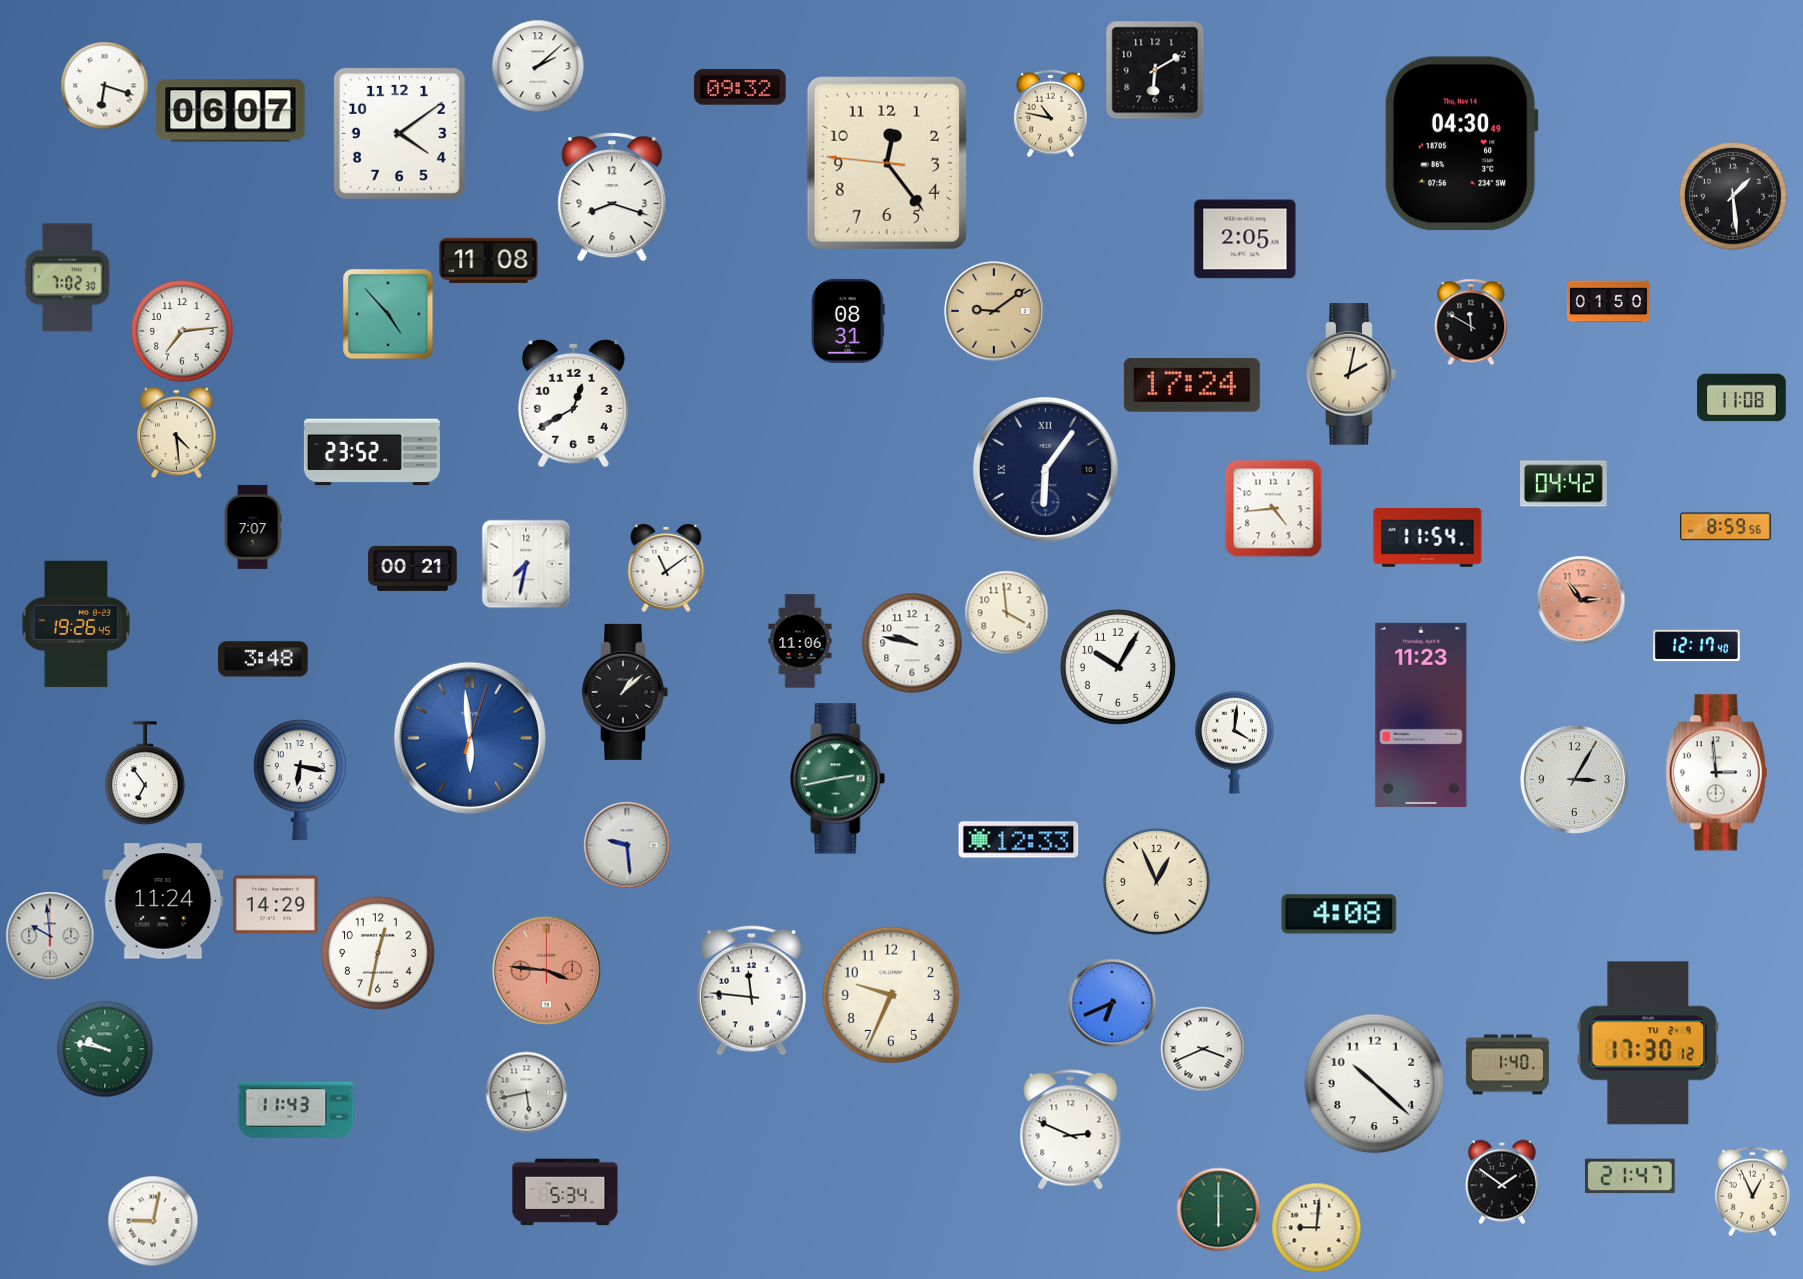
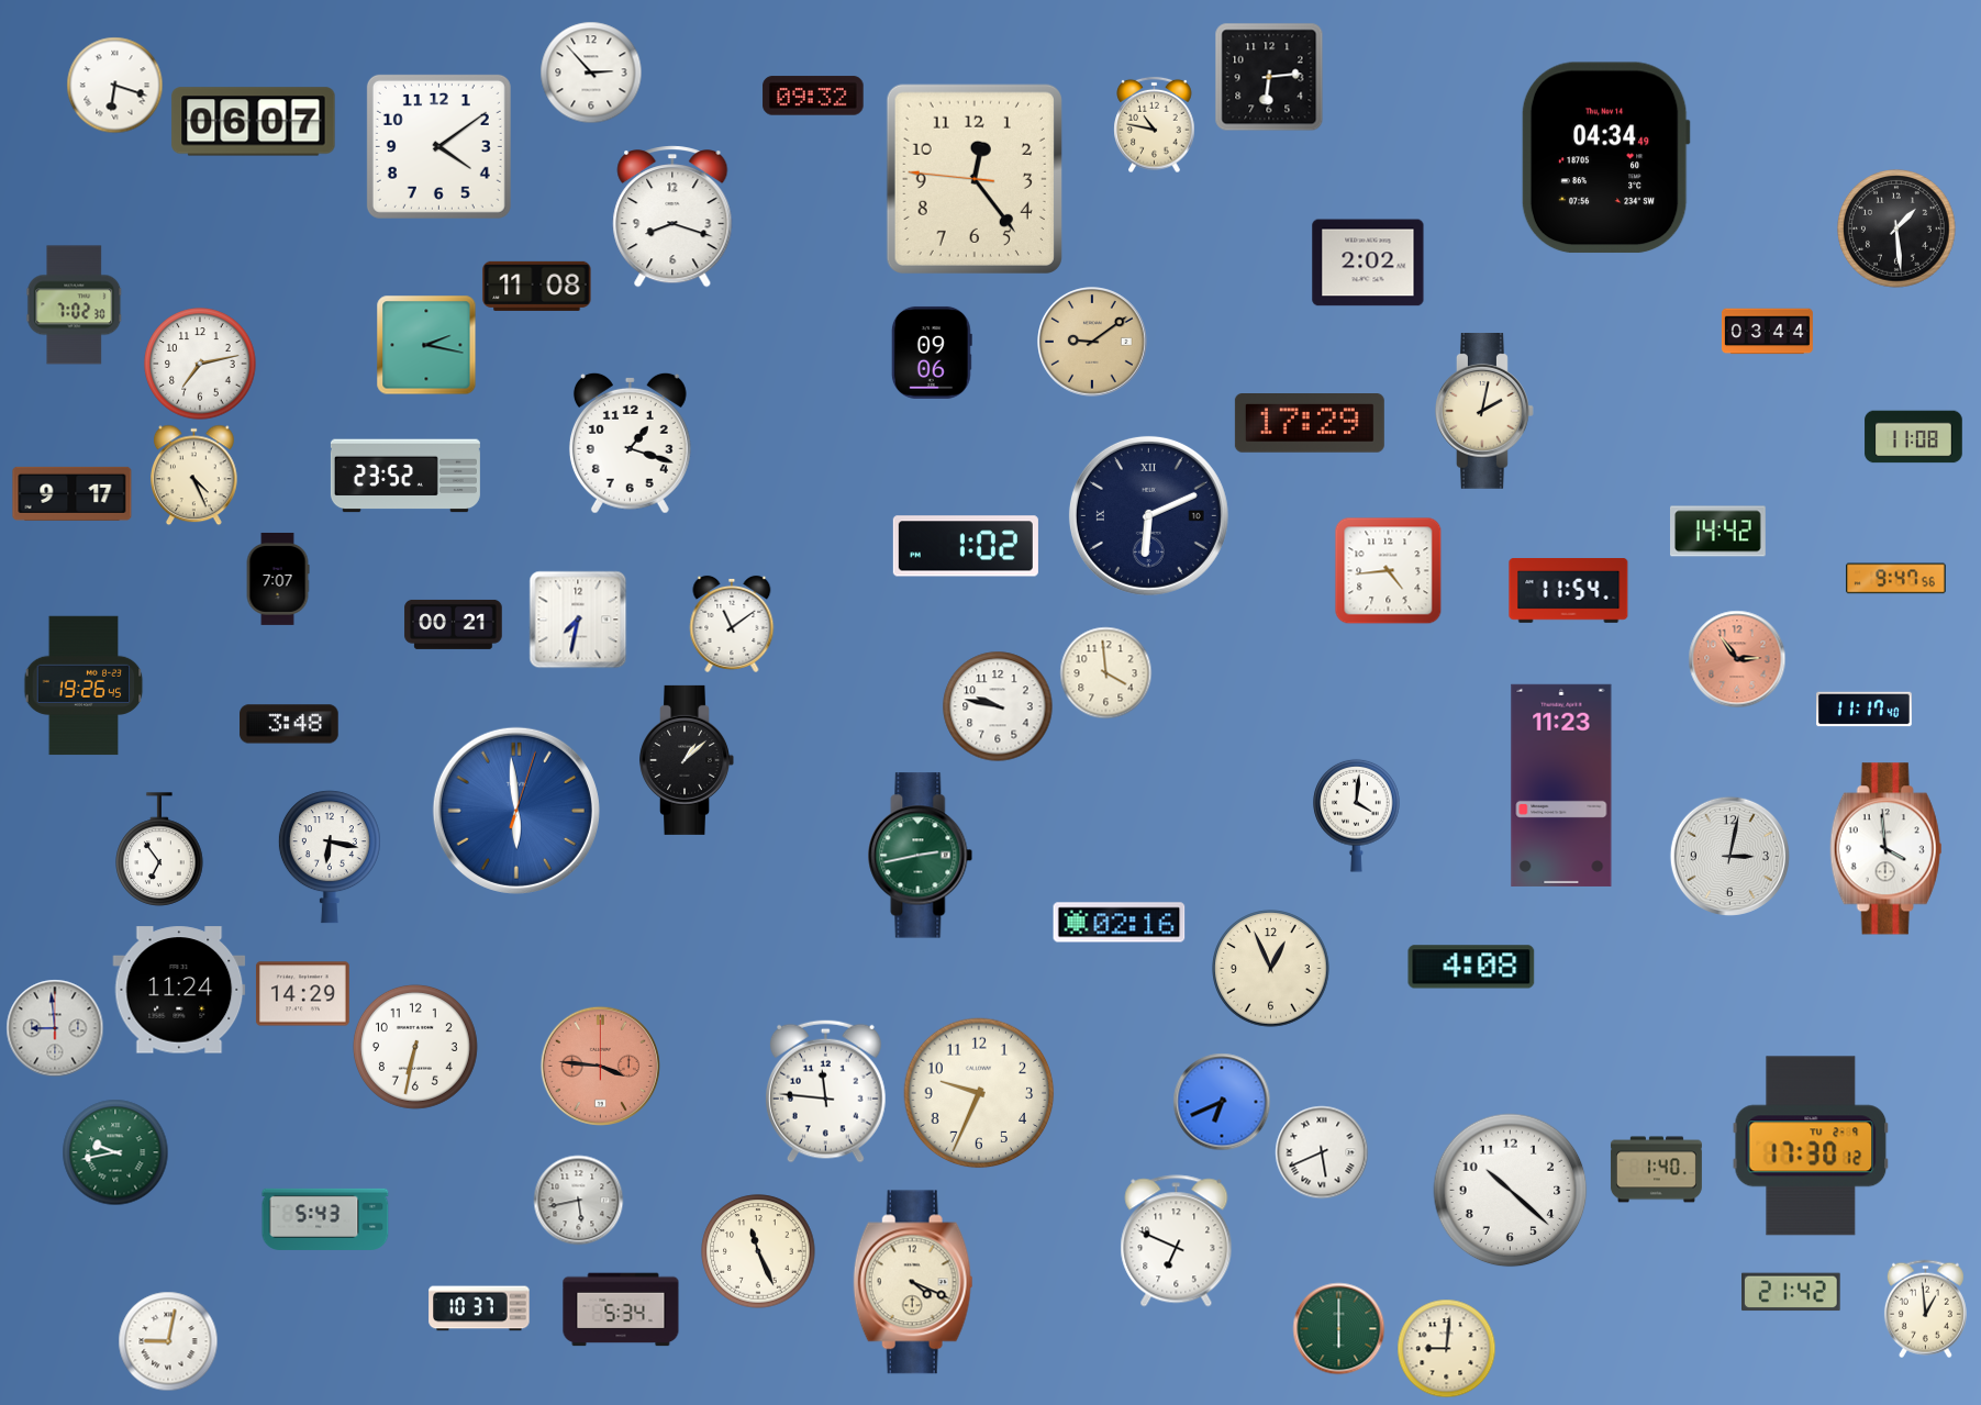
clock at (538, 66): 2:08 -> 2:53
clock at (1155, 70): 6:10 -> 6:14
clock at (104, 85) position: (104, 85) -> (114, 85)
clock at (1461, 144): 04:30 -> 04:34
clock at (1733, 196) position: (1733, 196) -> (1896, 228)
clock at (1245, 239): 2:05 -> 2:02
clock at (1608, 302): 01:50 -> 03:44
clock at (388, 314): 4:53 -> 2:17
clock at (848, 321): 08:31 -> 09:06
clock at (1471, 322): 11:50 -> none
clock at (182, 331): 7:14 -> 7:13
clock at (1192, 386): 17:24 -> 17:29
clock at (573, 403): 12:40 -> 1:18
clock at (177, 432): 4:29 -> 4:26
clock at (73, 493): none -> 9:17
clock at (372, 452) position: (372, 452) -> (405, 476)
clock at (1045, 469): 6:06 -> 6:11
clock at (1564, 484): 04:42 -> 14:42
clock at (966, 546): none -> 1:02
clock at (1273, 508) position: (1273, 508) -> (1388, 570)
clock at (1726, 527): 8:59 -> 9:47
clock at (800, 641): 11:06 -> none
clock at (912, 643) position: (912, 643) -> (998, 706)
clock at (1697, 646): 12:17 -> 11:17
clock at (1118, 667): 10:05 -> none
clock at (1717, 773): 2:59 -> 3:59
clock at (1574, 779): 3:05 -> 3:02
clock at (1019, 840): 12:33 -> 02:16
clock at (627, 845): 9:29 -> none
clock at (1339, 914) position: (1339, 914) -> (1471, 967)
clock at (50, 936): 9:59 -> 8:59
clock at (378, 953): 12:32 -> 6:32
clock at (752, 990) position: (752, 990) -> (826, 1091)
clock at (105, 1049): 9:47 -> 9:43
clock at (1203, 1049): 3:41 -> 5:41
clock at (296, 1110): 11:43 -> 5:43
clock at (1071, 1130): 2:49 -> 6:49
clock at (758, 1251): none -> 11:26
clock at (913, 1282): none -> 4:19
clock at (1630, 1176): 21:47 -> 21:42
clock at (1502, 1182): 1:51 -> none
clock at (479, 1308): none -> 10:37
clock at (1752, 1191): 12:56 -> 12:59
